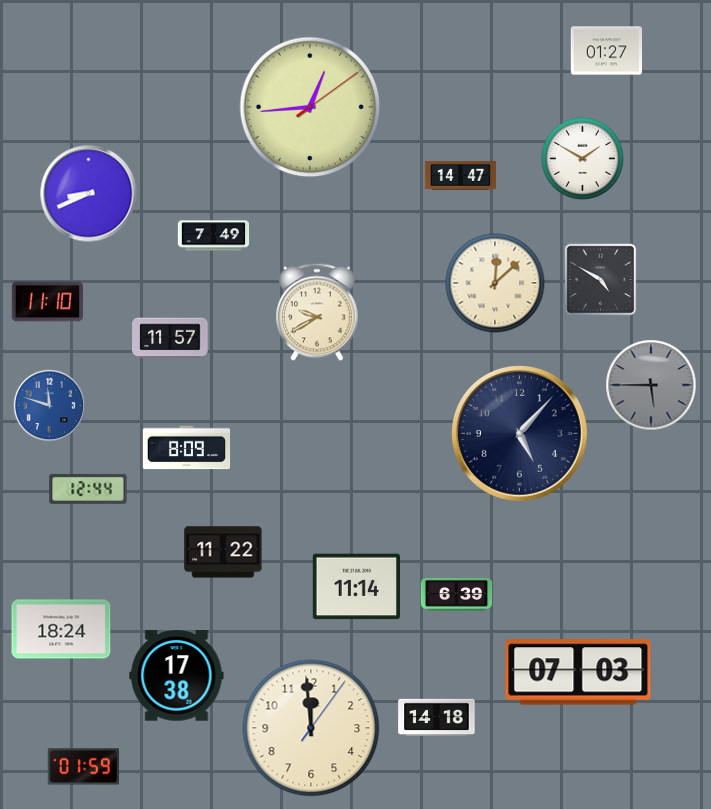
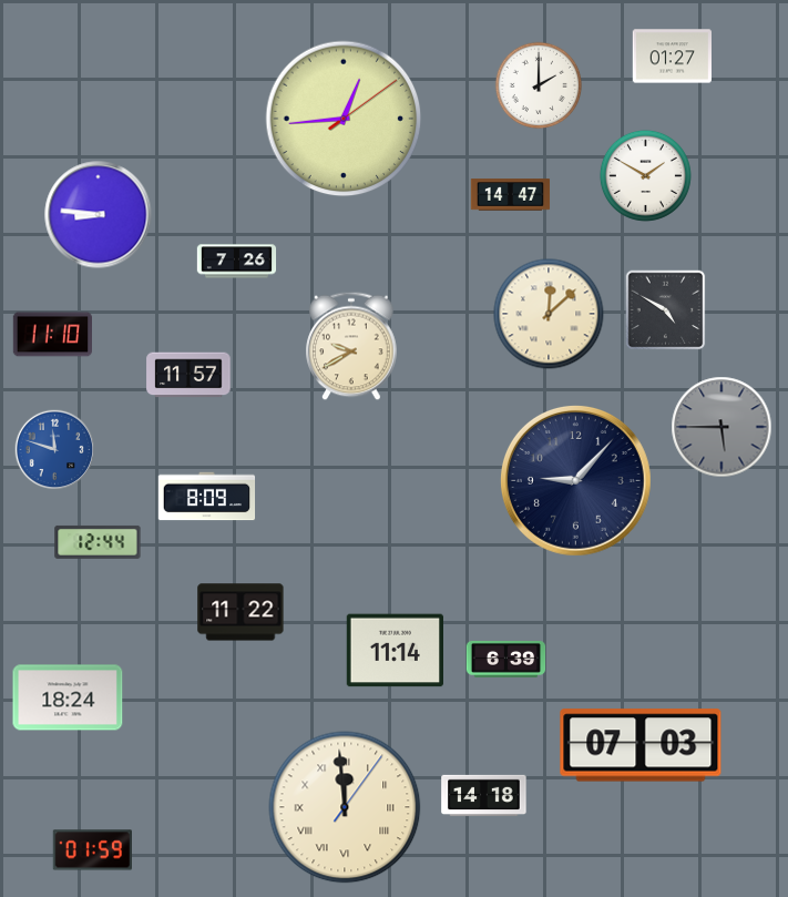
clock at (539, 85): none -> 2:00
clock at (89, 194): 8:41 -> 8:46
clock at (214, 236): 7:49 -> 7:26
clock at (519, 433): 5:07 -> 9:07
clock at (223, 552) position: (223, 552) -> (241, 612)
clock at (177, 676): 17:38 -> none
clock at (311, 728) numerals: Arabic -> Roman
